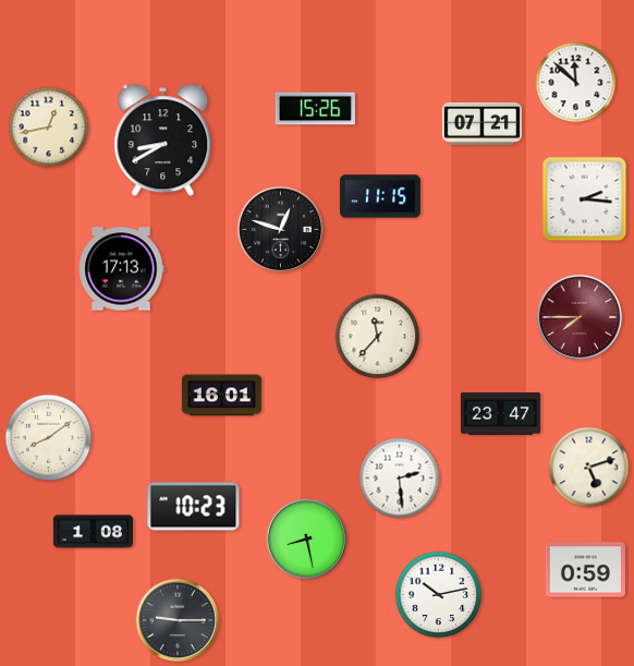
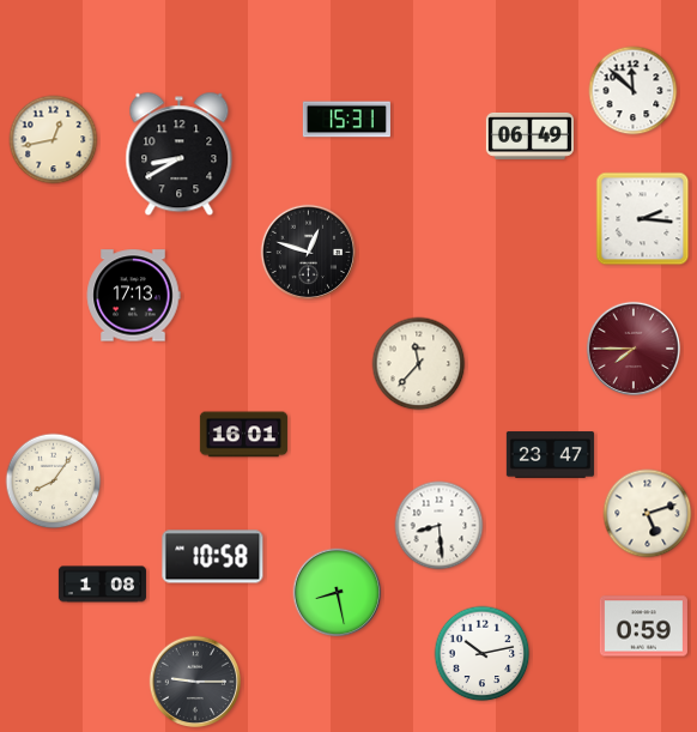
clock at (315, 109): 15:26 -> 15:31
clock at (481, 123): 07:21 -> 06:49
clock at (380, 196): 11:15 -> none
clock at (580, 317) position: (580, 317) -> (634, 349)
clock at (378, 337) position: (378, 337) -> (419, 364)
clock at (49, 438): 8:09 -> 8:06
clock at (400, 479): 2:29 -> 8:29
clock at (194, 507): 10:23 -> 10:58
